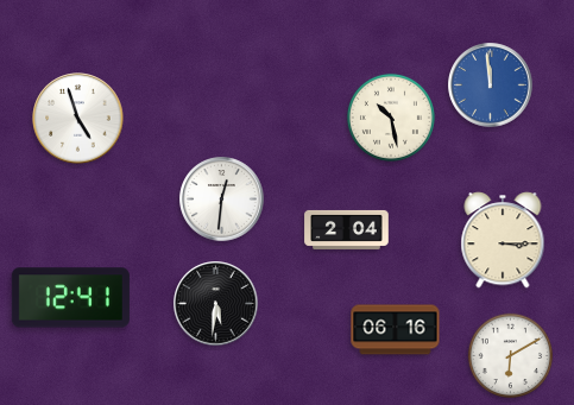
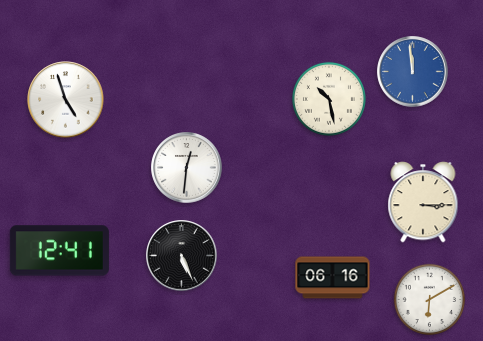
clock at (347, 229): 2:04 -> none
clock at (216, 304): 5:31 -> 5:26
